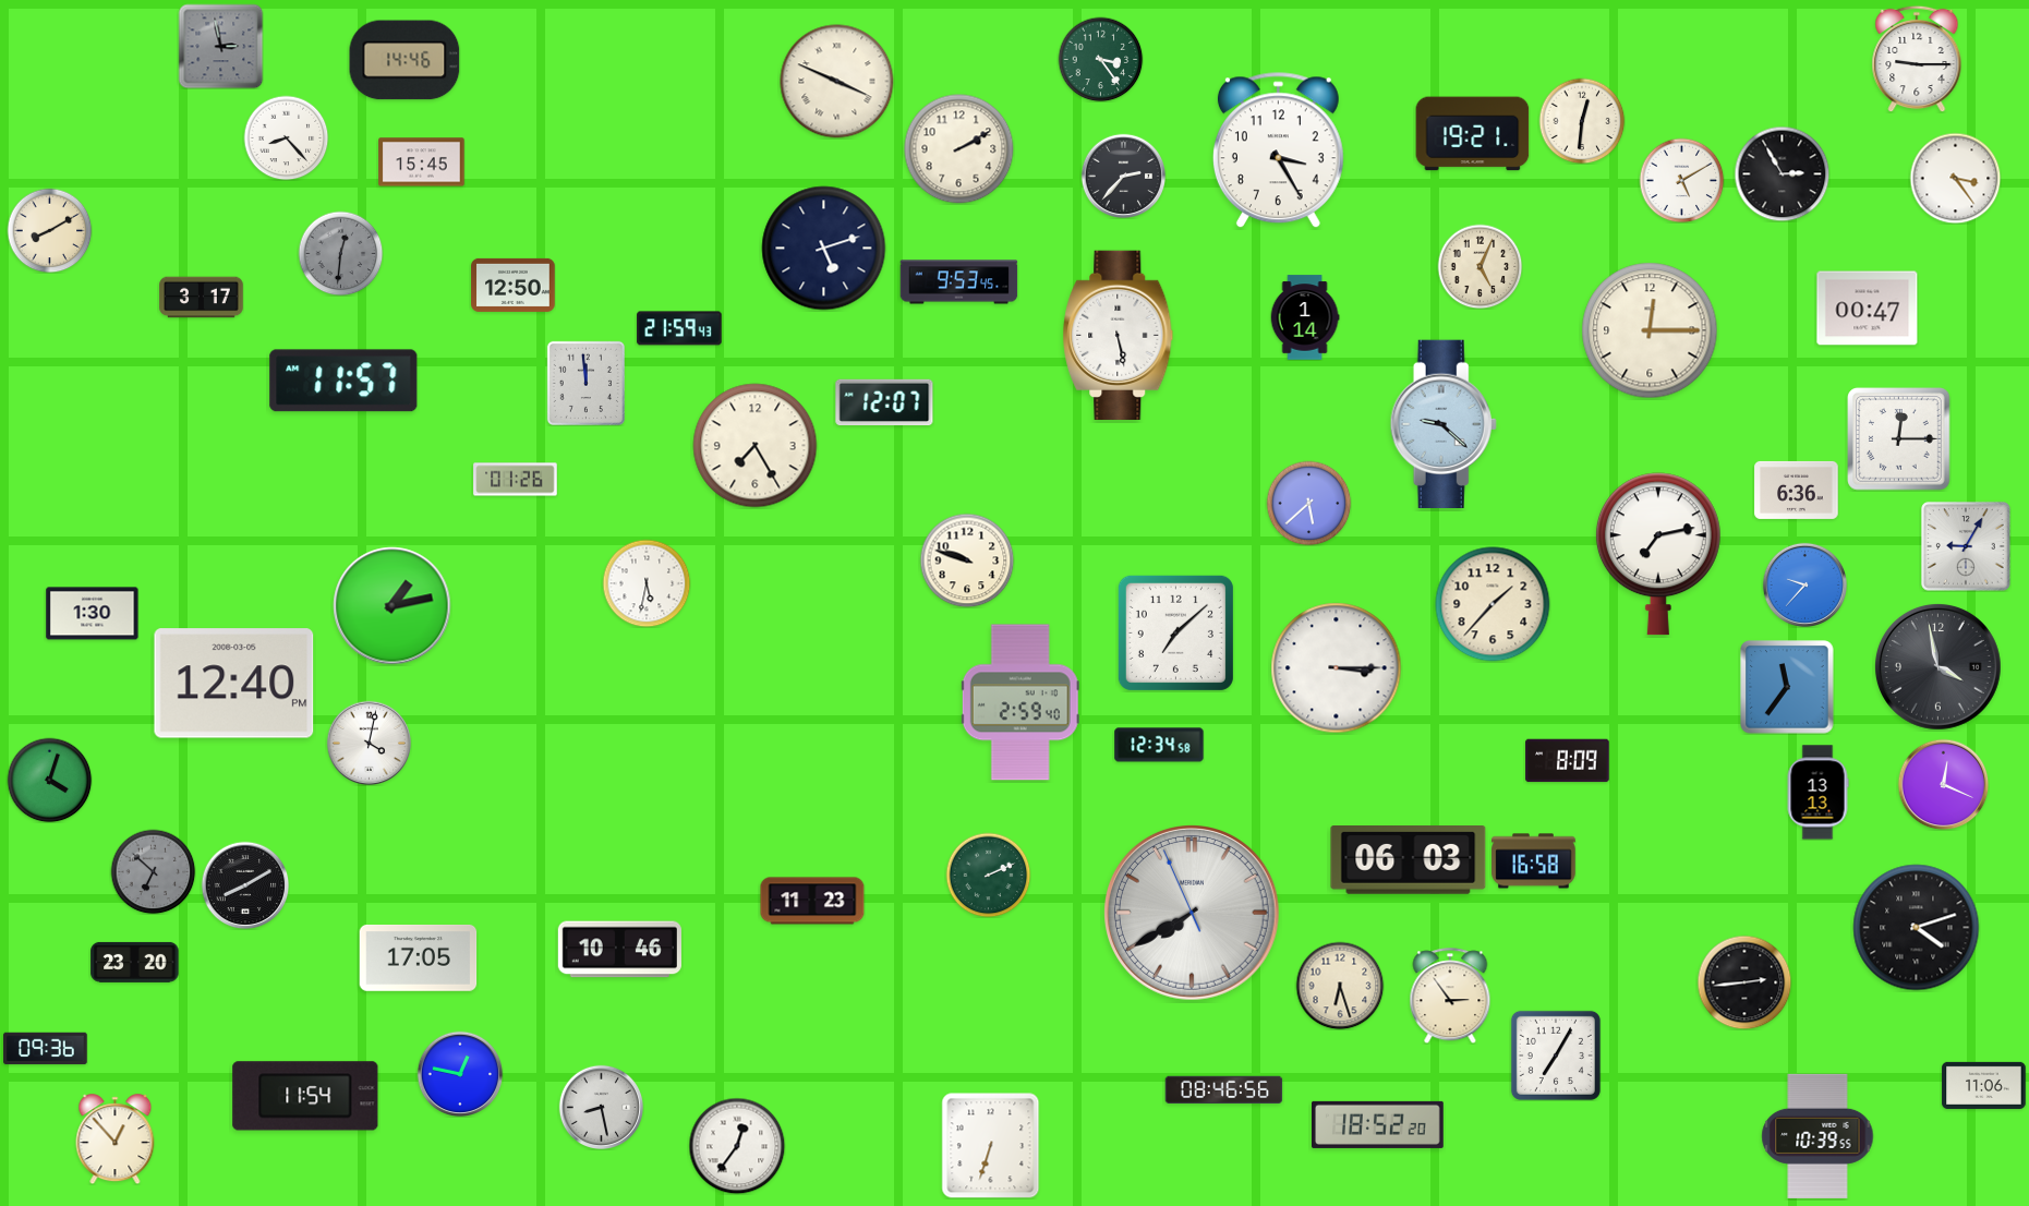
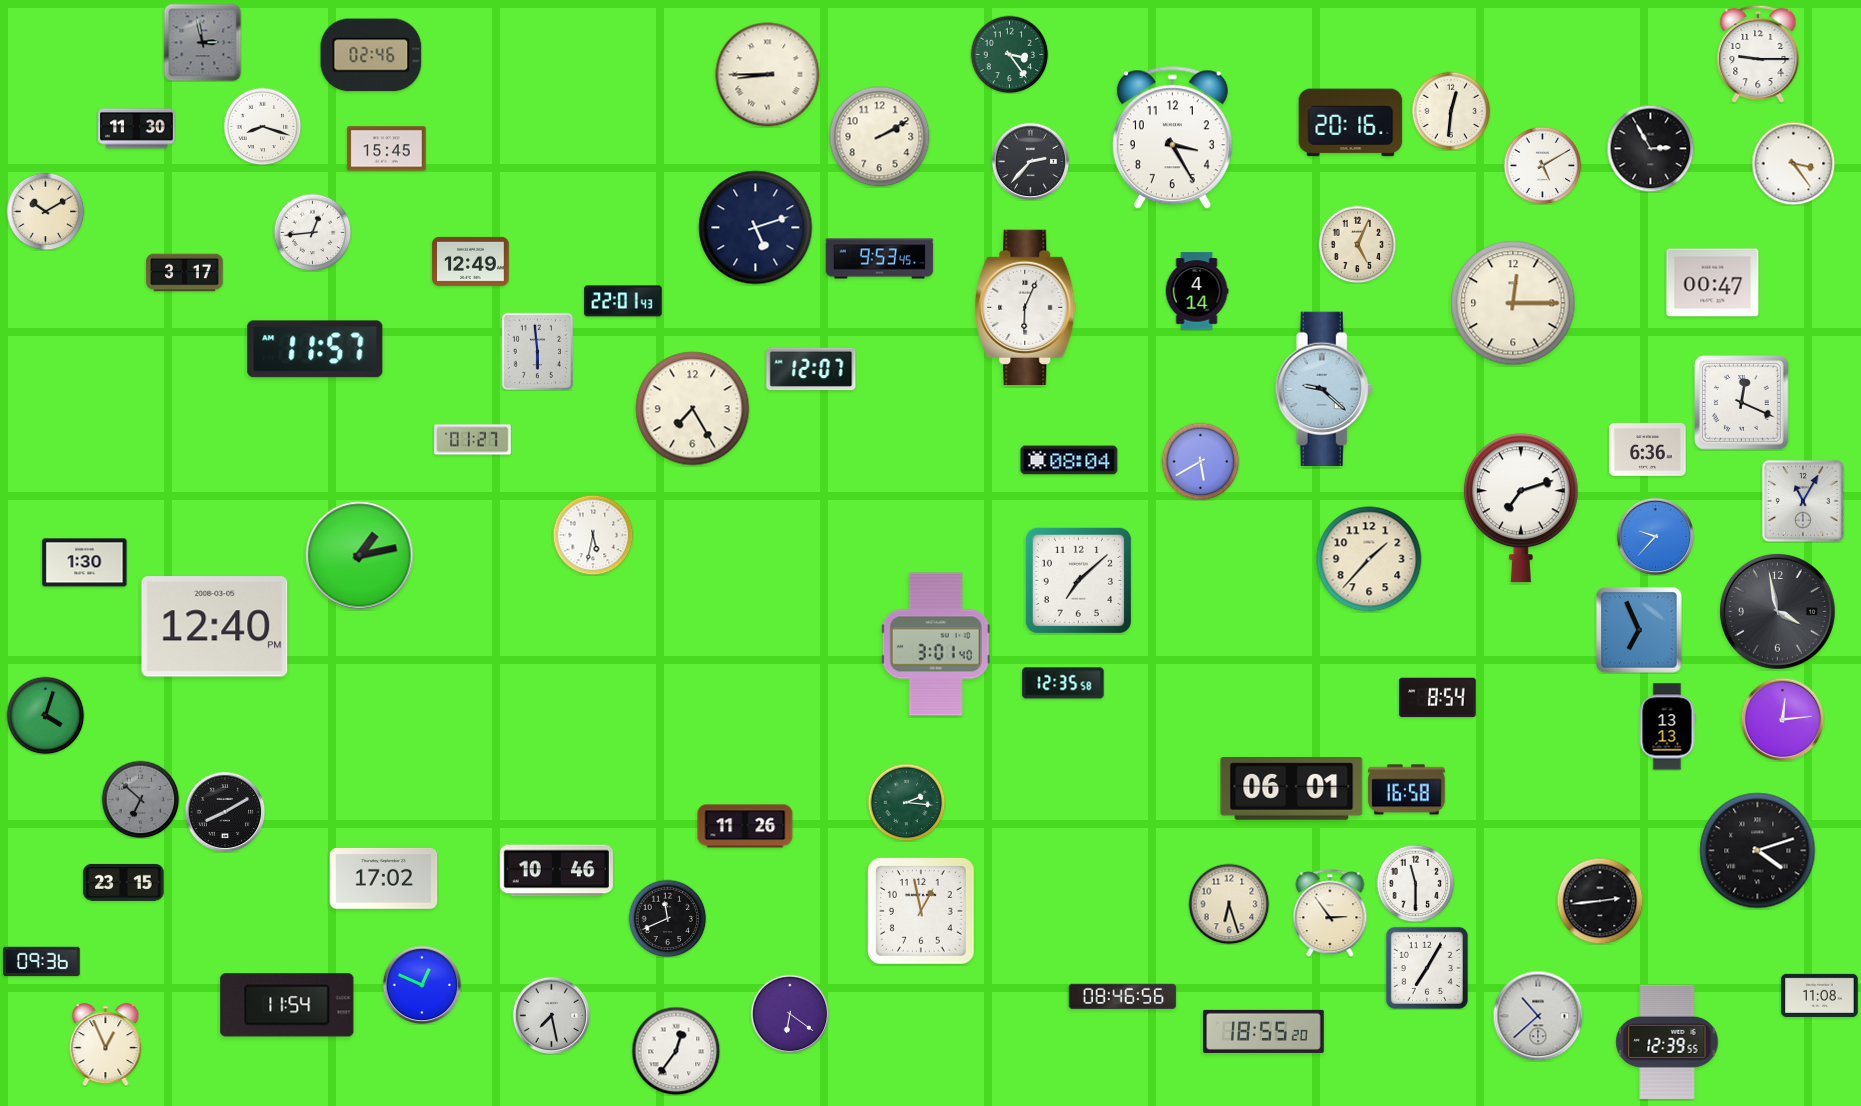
clock at (404, 60): 14:46 -> 02:46
clock at (837, 82): 3:49 -> 8:45
clock at (1473, 134): 19:21 -> 20:16
clock at (286, 137): 8:23 -> 8:18
clock at (137, 129): none -> 11:30
clock at (1782, 173) position: (1782, 173) -> (1650, 148)
clock at (49, 230): 8:10 -> 10:10
clock at (340, 253): 12:31 -> 12:44
clock at (340, 253) dial: grey -> white
clock at (514, 285): 12:50 -> 12:49
clock at (1305, 317): 1:14 -> 4:14
clock at (679, 328): 21:59 -> 22:01
clock at (1119, 335): 5:28 -> 6:04
clock at (585, 383): 11:59 -> 5:59
clock at (1899, 439): 12:15 -> 12:19
clock at (516, 480): 01:26 -> 01:27
clock at (1069, 460): none -> 08:04
clock at (1308, 503): 5:38 -> 5:40
clock at (1966, 546): 9:05 -> 11:05
clock at (1658, 554): 7:13 -> 7:12
clock at (967, 560): 9:48 -> none
clock at (1493, 604) position: (1493, 604) -> (1369, 559)
clock at (1337, 668): 3:15 -> none
clock at (1787, 687): 11:36 -> 6:56
clock at (1020, 702): 2:59 -> 3:01
clock at (369, 743): 4:02 -> none
clock at (1159, 745): 12:34 -> 12:35
clock at (1568, 761): 8:09 -> 8:54
clock at (1943, 784): 12:19 -> 12:14
clock at (1409, 860): 06:03 -> 06:01
clock at (988, 875): 2:11 -> 2:16
clock at (812, 901): 11:23 -> 11:26
clock at (1193, 914): 7:39 -> none
clock at (619, 950) position: (619, 950) -> (556, 871)
clock at (419, 958): 17:05 -> 17:02
clock at (135, 962): 23:20 -> 23:15
clock at (1415, 883): none -> 11:30
clock at (922, 912): none -> 12:58
clock at (667, 918): none -> 11:41
clock at (460, 1074): 12:47 -> 12:49
clock at (1984, 1085): 11:06 -> 11:08
clock at (1224, 1089) position: (1224, 1089) -> (1123, 996)
clock at (305, 1096) position: (305, 1096) -> (287, 1005)
clock at (790, 1014): none -> 6:21
clock at (601, 1107): 8:28 -> 7:28
clock at (1538, 1016): none -> 10:38
clock at (1378, 1124): 18:52 -> 18:55
clock at (1817, 1136): 10:39 -> 12:39
clock at (116, 1139): 12:53 -> 12:56
clock at (991, 1146): 6:33 -> none
